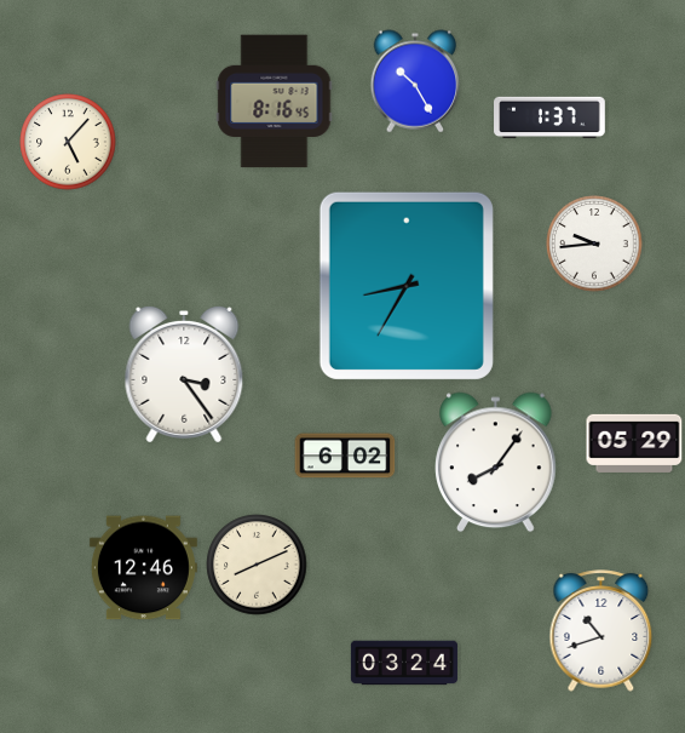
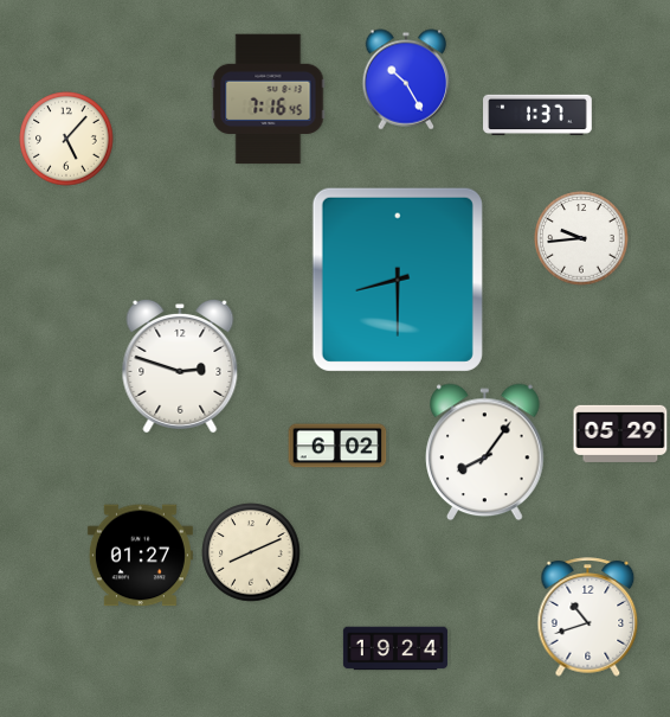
clock at (275, 102): 8:16 -> 7:16
clock at (407, 286): 8:35 -> 8:30
clock at (184, 374): 3:24 -> 2:48
clock at (143, 568): 12:46 -> 01:27
clock at (404, 663): 03:24 -> 19:24
